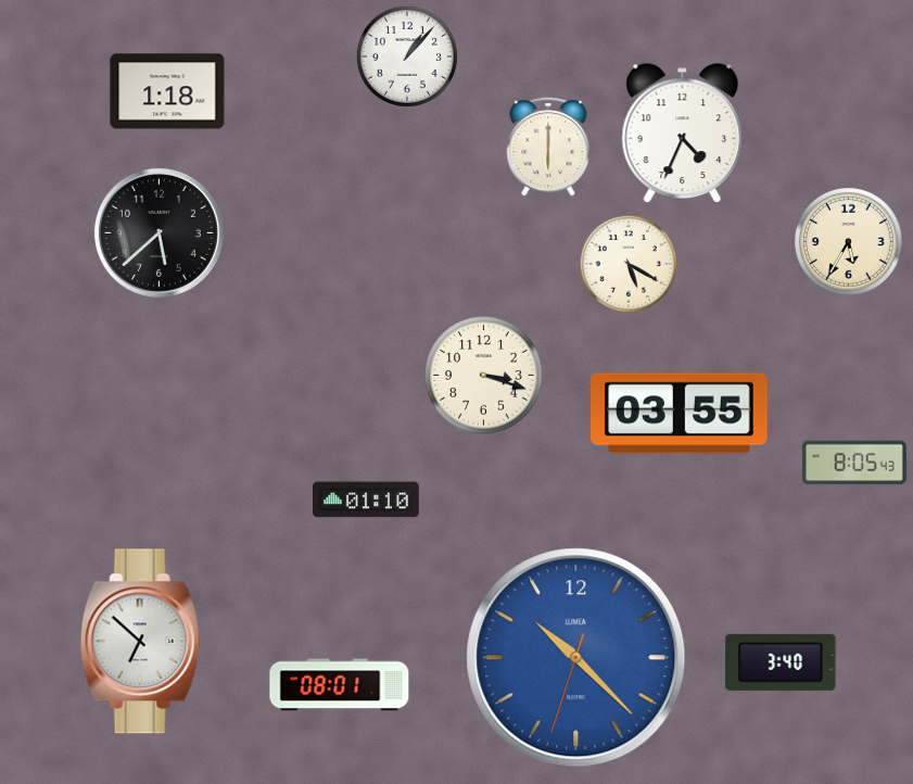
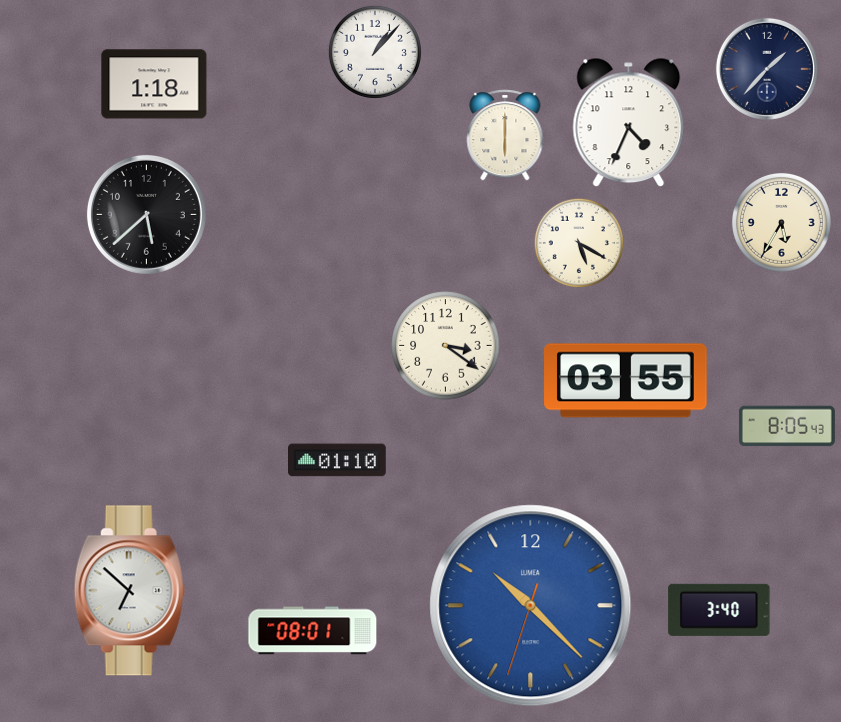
clock at (767, 69): none -> 1:37
clock at (484, 376): 3:18 -> 3:21
